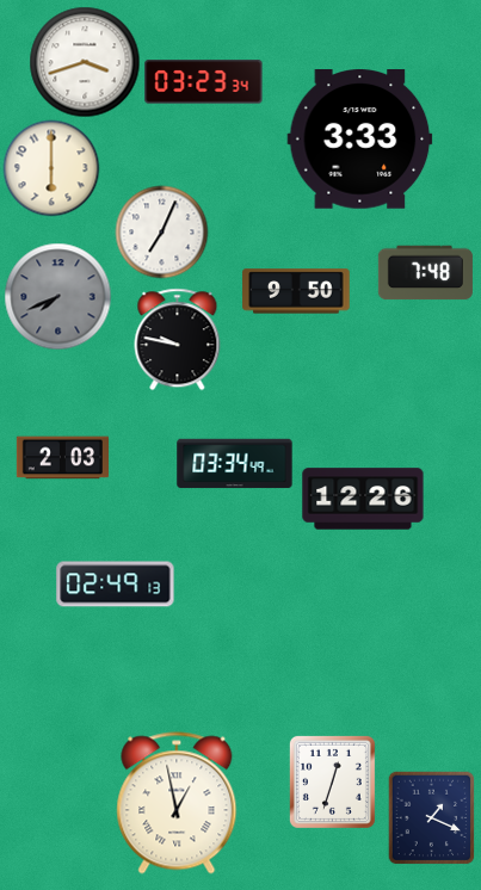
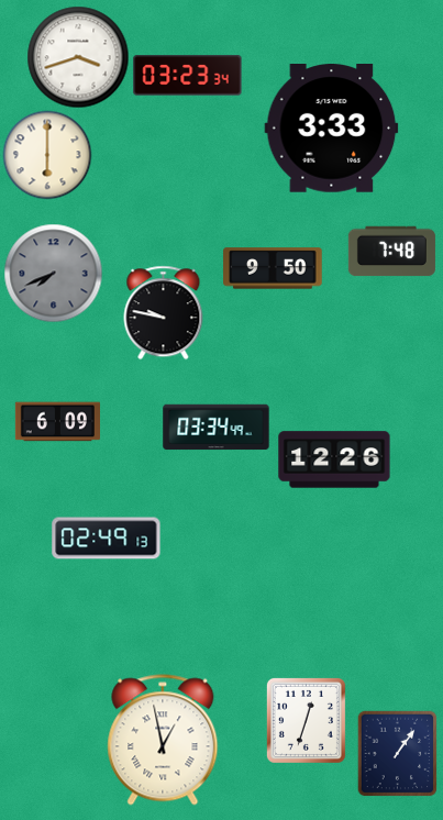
clock at (161, 231): 7:04 -> none
clock at (62, 458): 2:03 -> 6:09
clock at (432, 817): 1:19 -> 1:06
